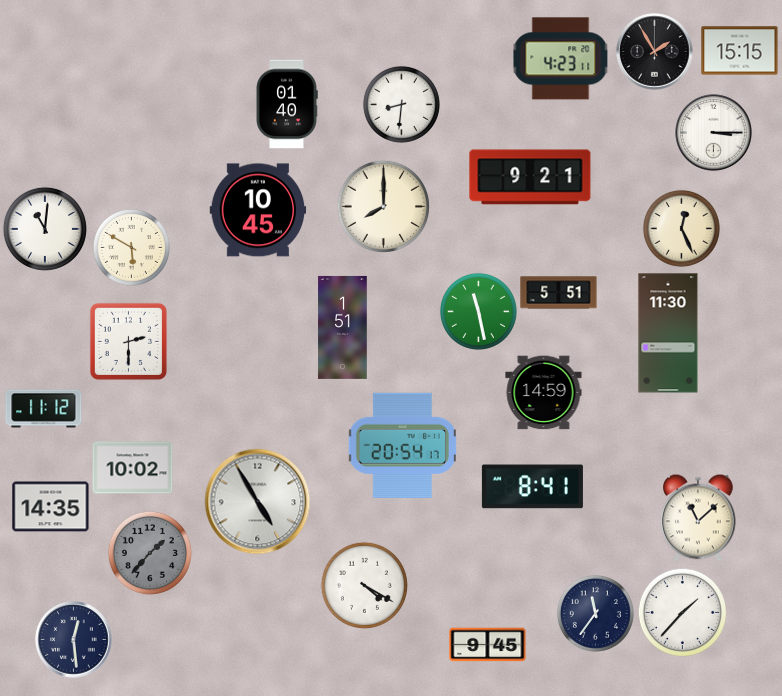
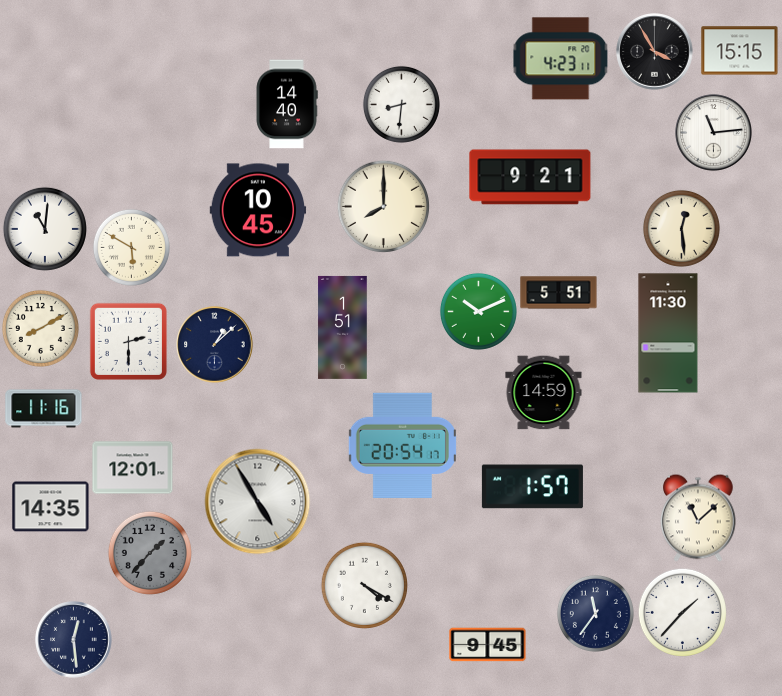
clock at (655, 52): 1:55 -> 3:55
clock at (287, 104): 01:40 -> 14:40
clock at (714, 133): 3:15 -> 11:14
clock at (681, 228): 12:26 -> 12:29
clock at (478, 311): 11:28 -> 10:11
clock at (40, 328): none -> 8:10
clock at (215, 345): none -> 1:08
clock at (44, 409): 11:12 -> 11:16
clock at (133, 468): 10:02 -> 12:01
clock at (532, 487): 8:41 -> 1:57
